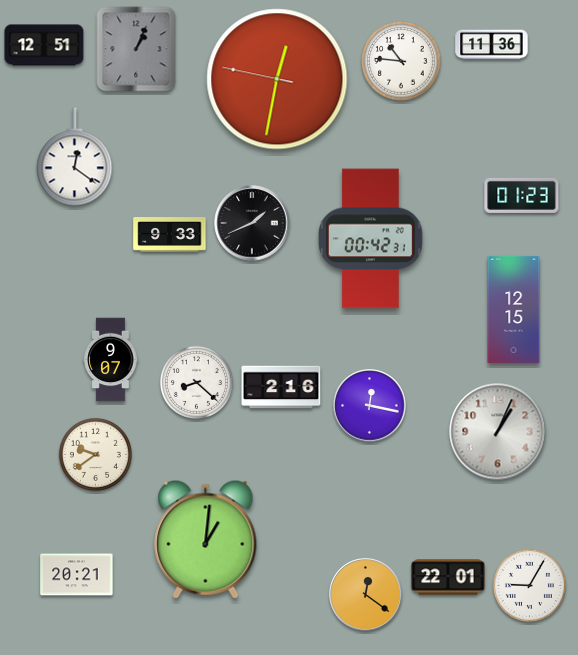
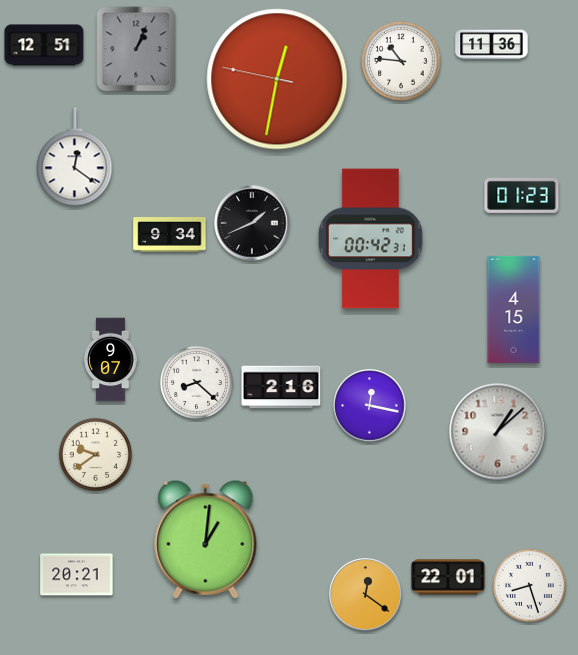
clock at (170, 235): 9:33 -> 9:34
clock at (514, 309): 12:15 -> 4:15
clock at (498, 432): 1:04 -> 1:08
clock at (529, 585): 9:05 -> 8:27
